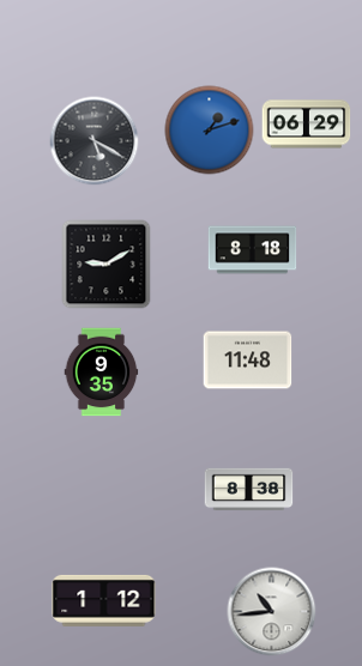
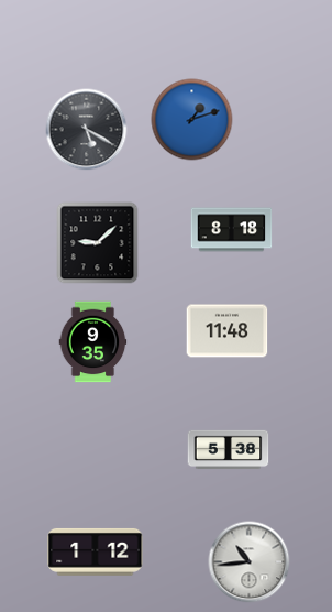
clock at (307, 125): 06:29 -> none
clock at (107, 265): 9:10 -> 9:08
clock at (249, 490): 8:38 -> 5:38
